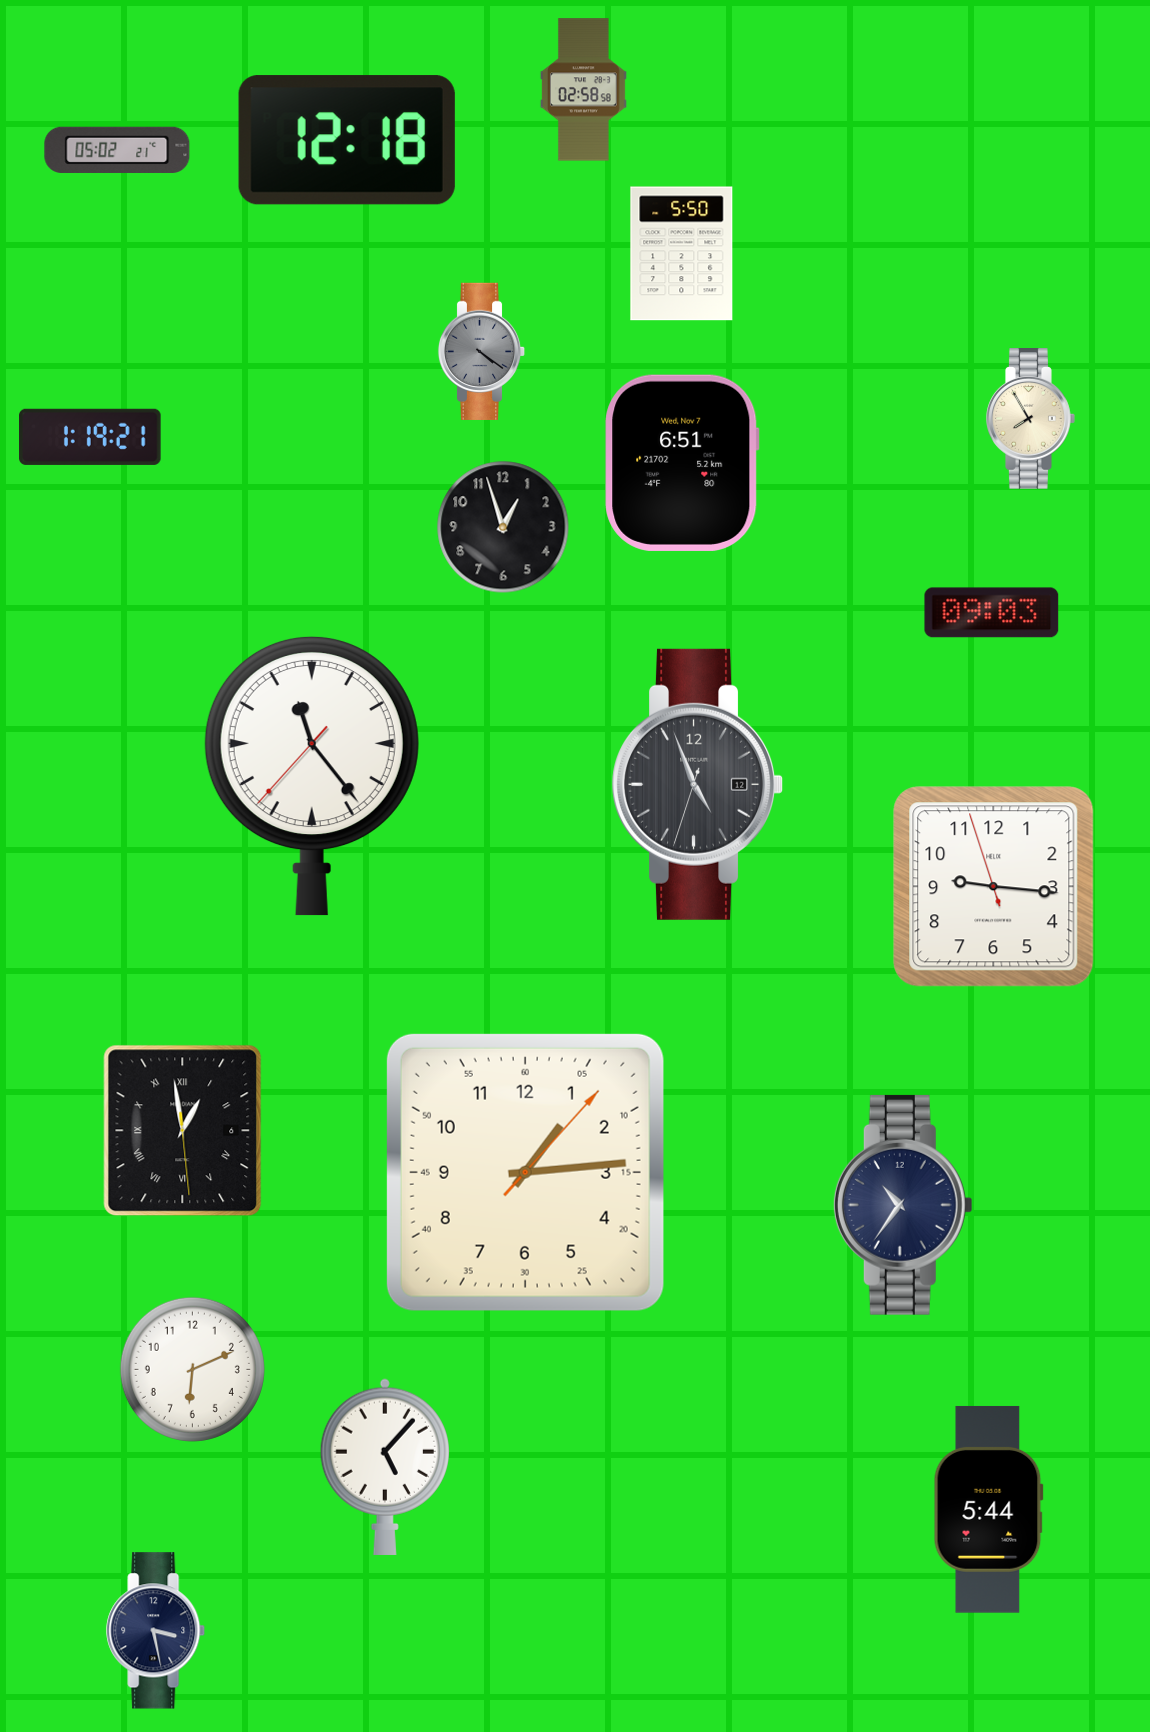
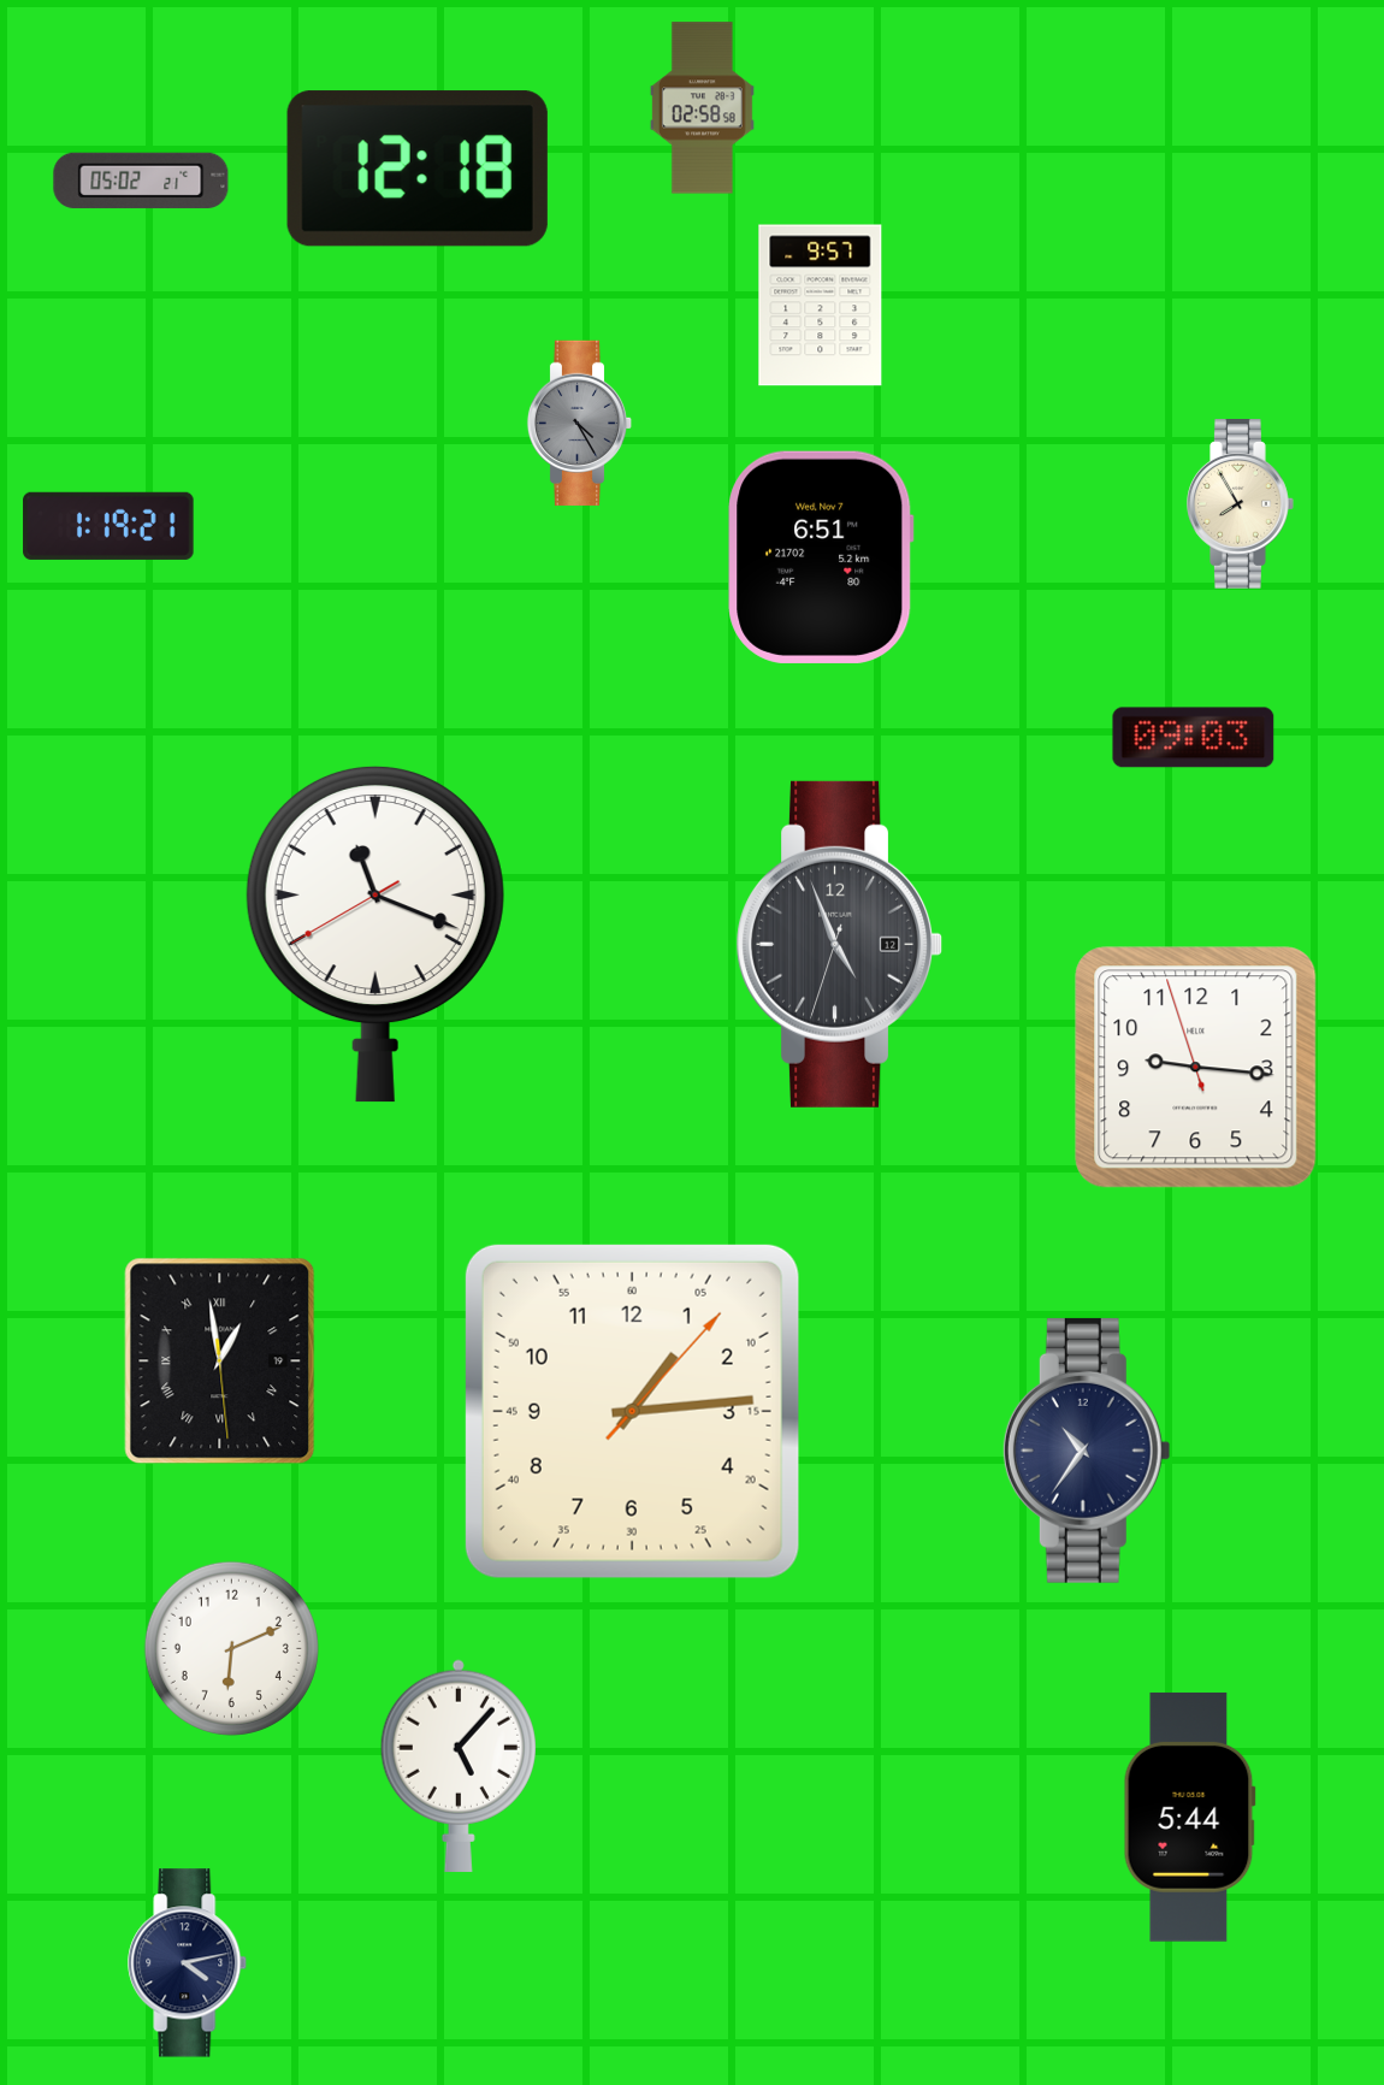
clock at (682, 254): 5:50 -> 9:57
clock at (482, 351): 4:21 -> 4:25
clock at (503, 527): 12:57 -> none
clock at (312, 776): 11:23 -> 11:18
clock at (183, 1131) date: 6 -> 19
clock at (385, 1467) position: (385, 1467) -> (459, 1766)
clock at (156, 1631): 3:28 -> 4:13
